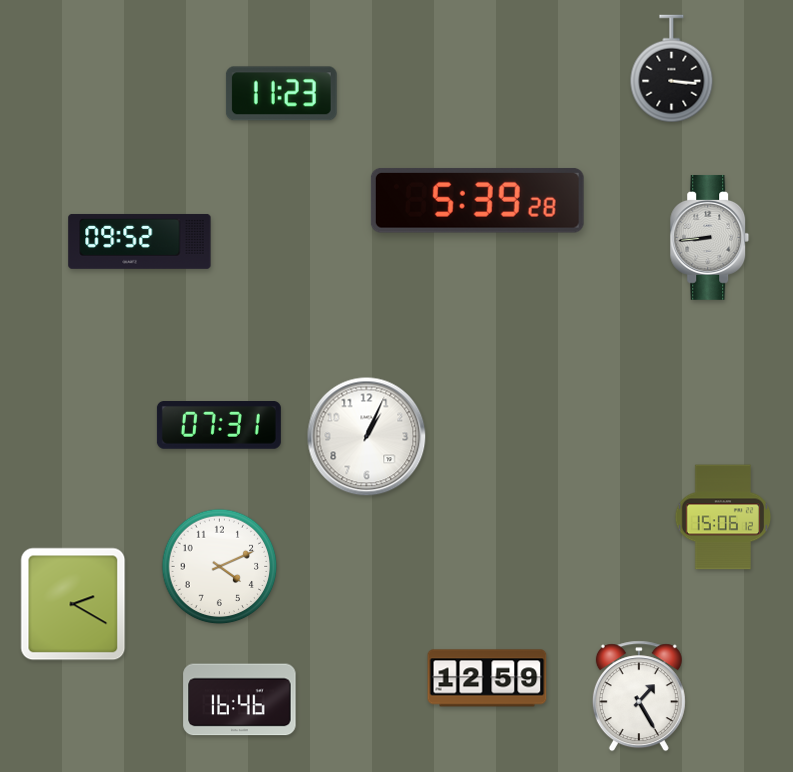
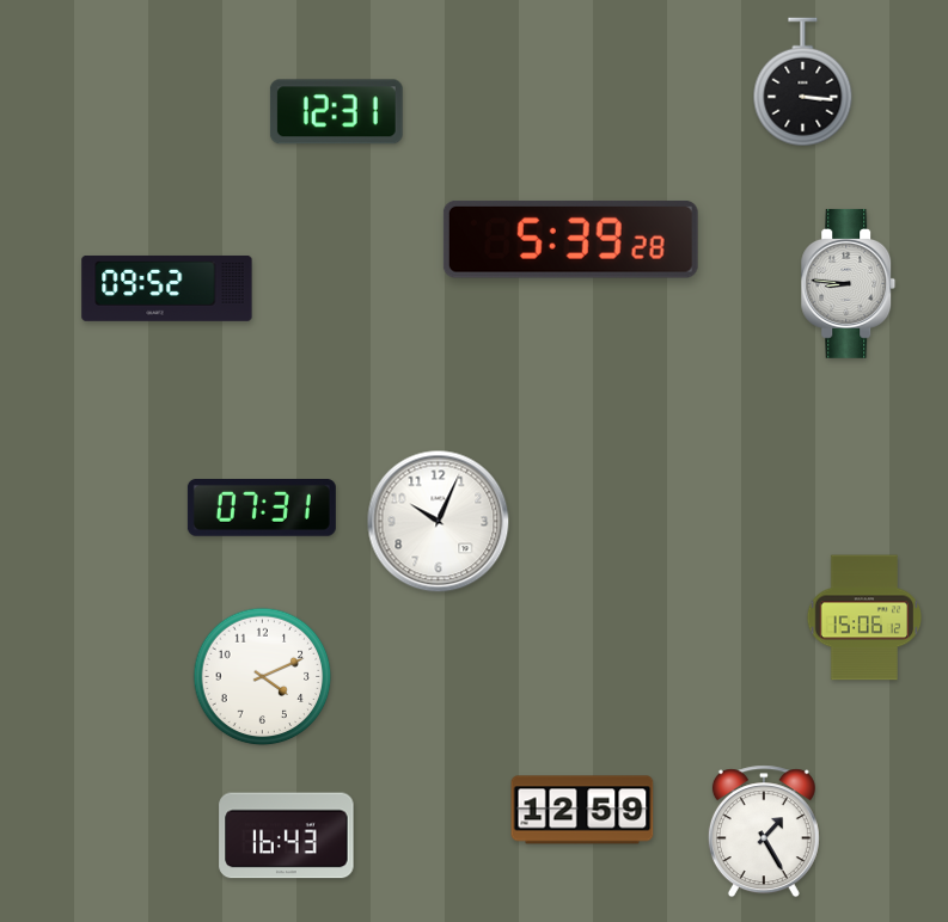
clock at (281, 94): 11:23 -> 12:31
clock at (710, 237): 8:44 -> 8:46
clock at (367, 437): 1:04 -> 10:04
clock at (73, 604): 2:20 -> none
clock at (240, 700): 16:46 -> 16:43
